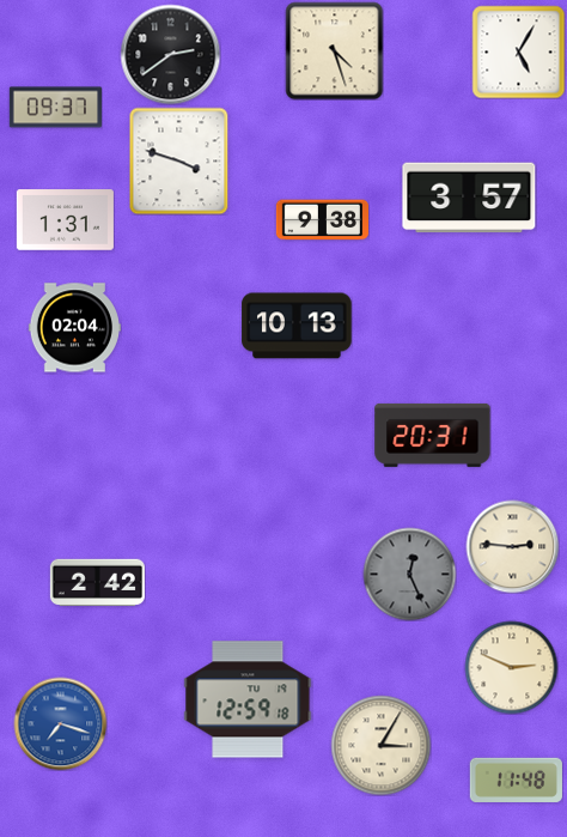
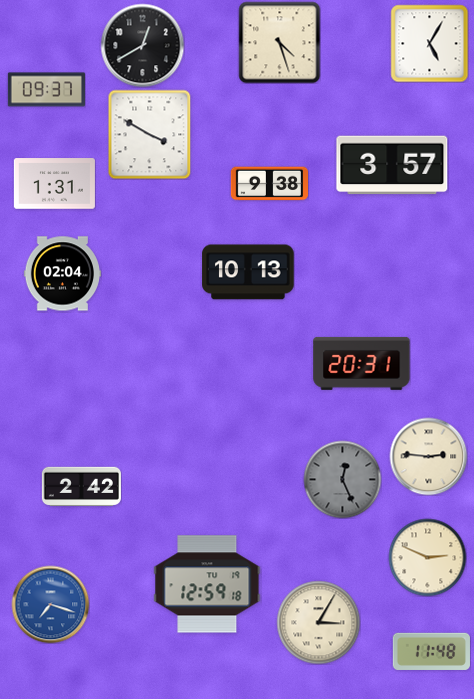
clock at (518, 51) position: (518, 51) -> (429, 43)
clock at (170, 54): 2:39 -> 12:40
clock at (179, 160): 3:48 -> 3:50
